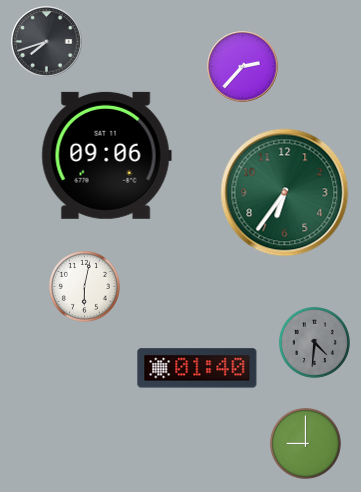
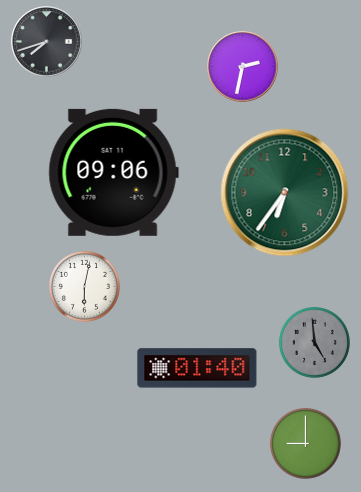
clock at (243, 67): 2:37 -> 2:32
clock at (106, 155) position: (106, 155) -> (113, 172)
clock at (314, 342): 4:31 -> 4:59
